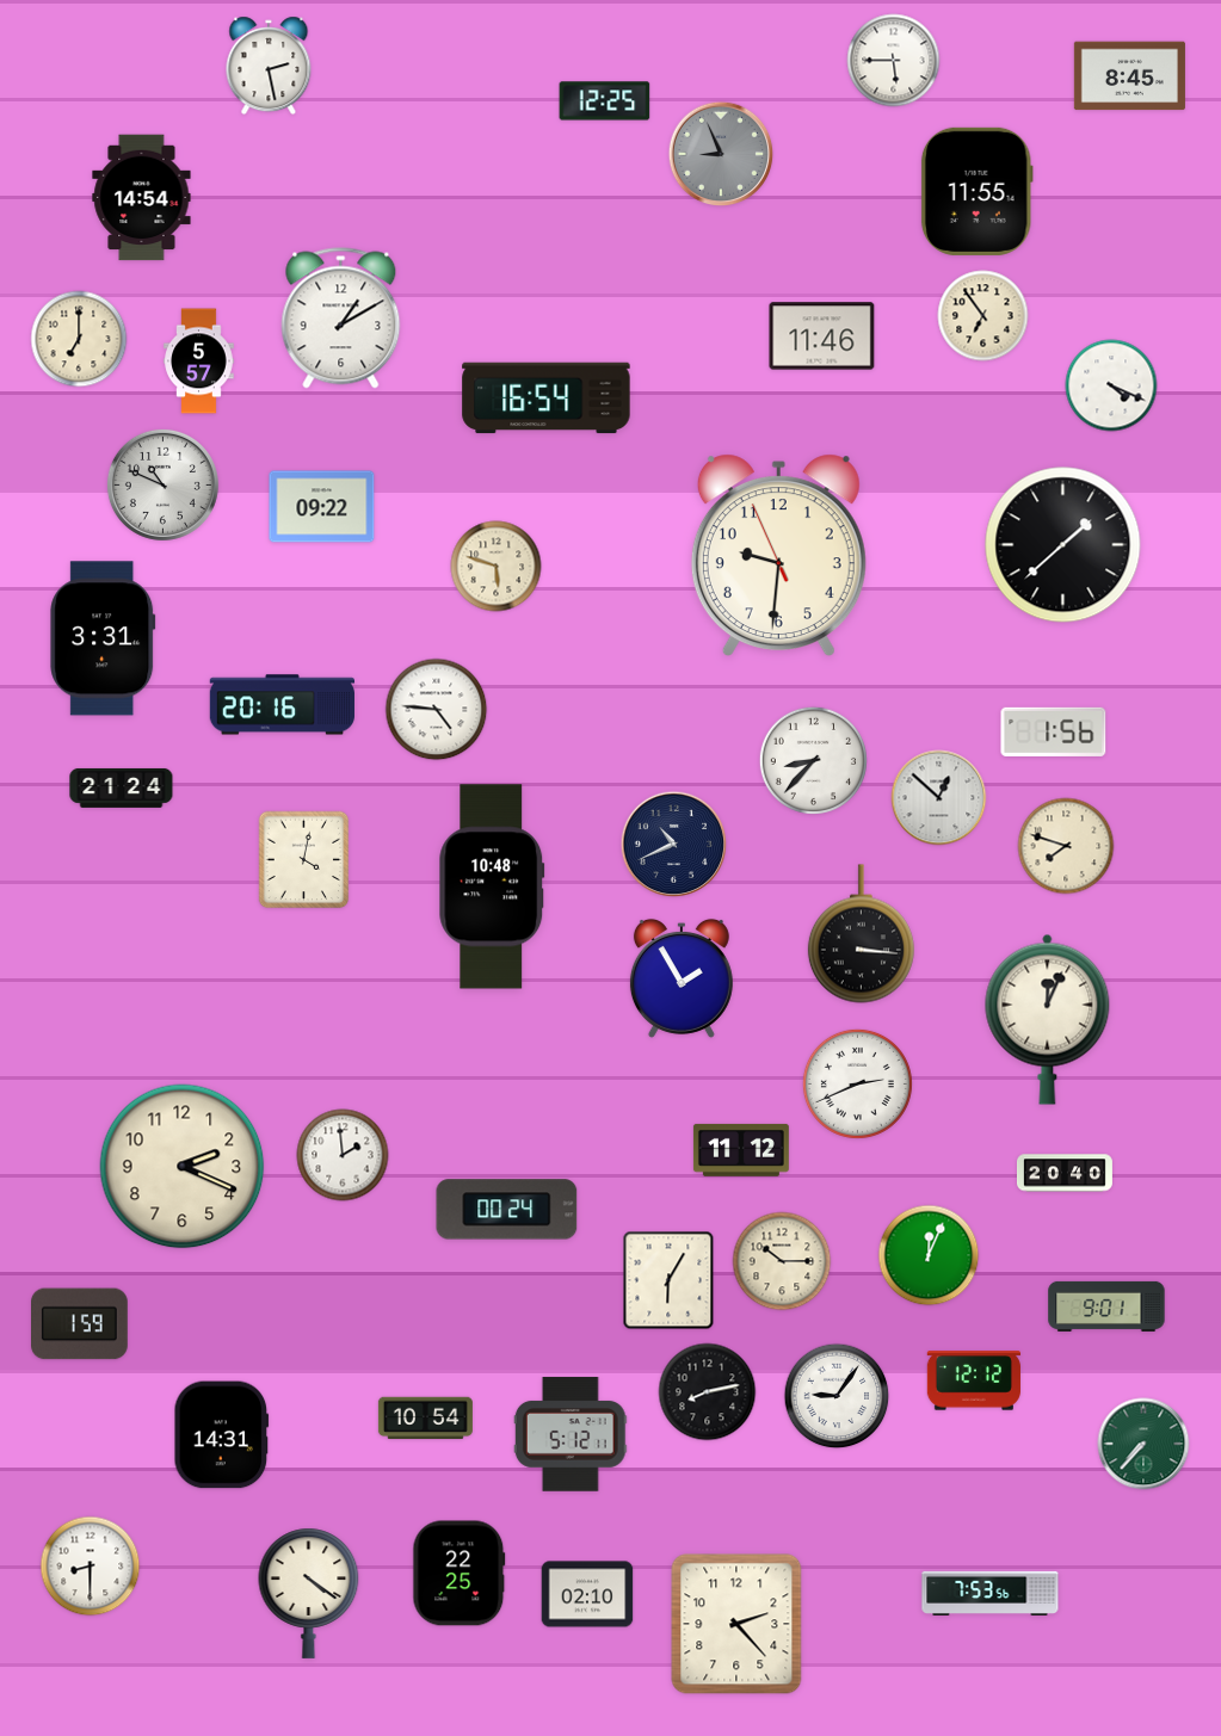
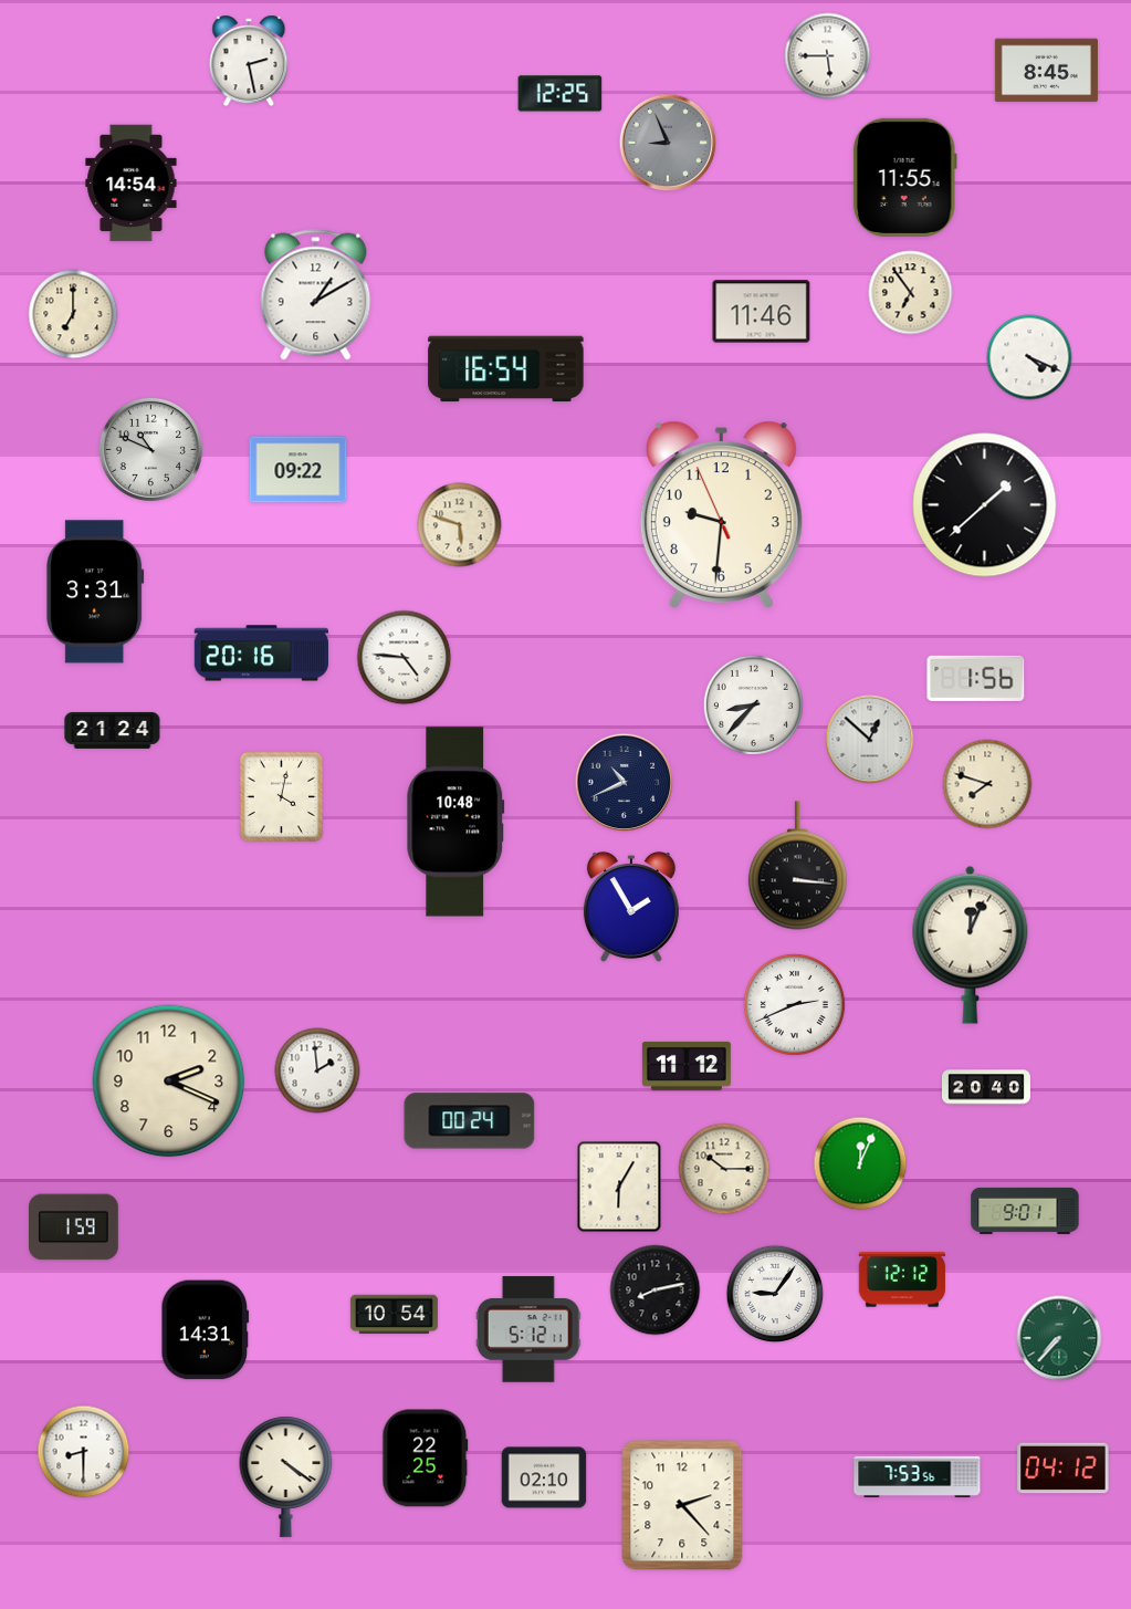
clock at (199, 362): 5:57 -> none
clock at (1064, 1469): none -> 04:12
